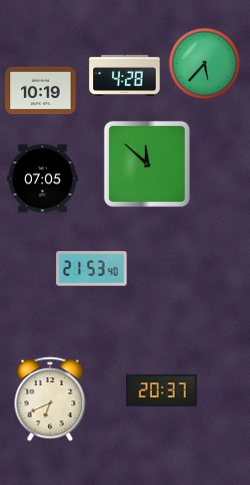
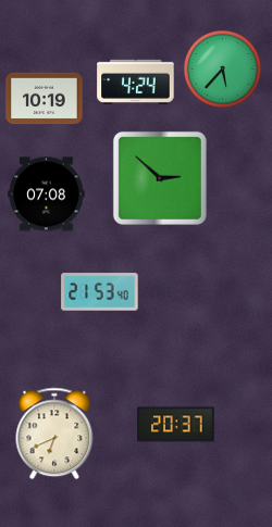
clock at (125, 75): 4:28 -> 4:24
clock at (147, 164): 11:52 -> 2:52
clock at (43, 179): 07:05 -> 07:08
